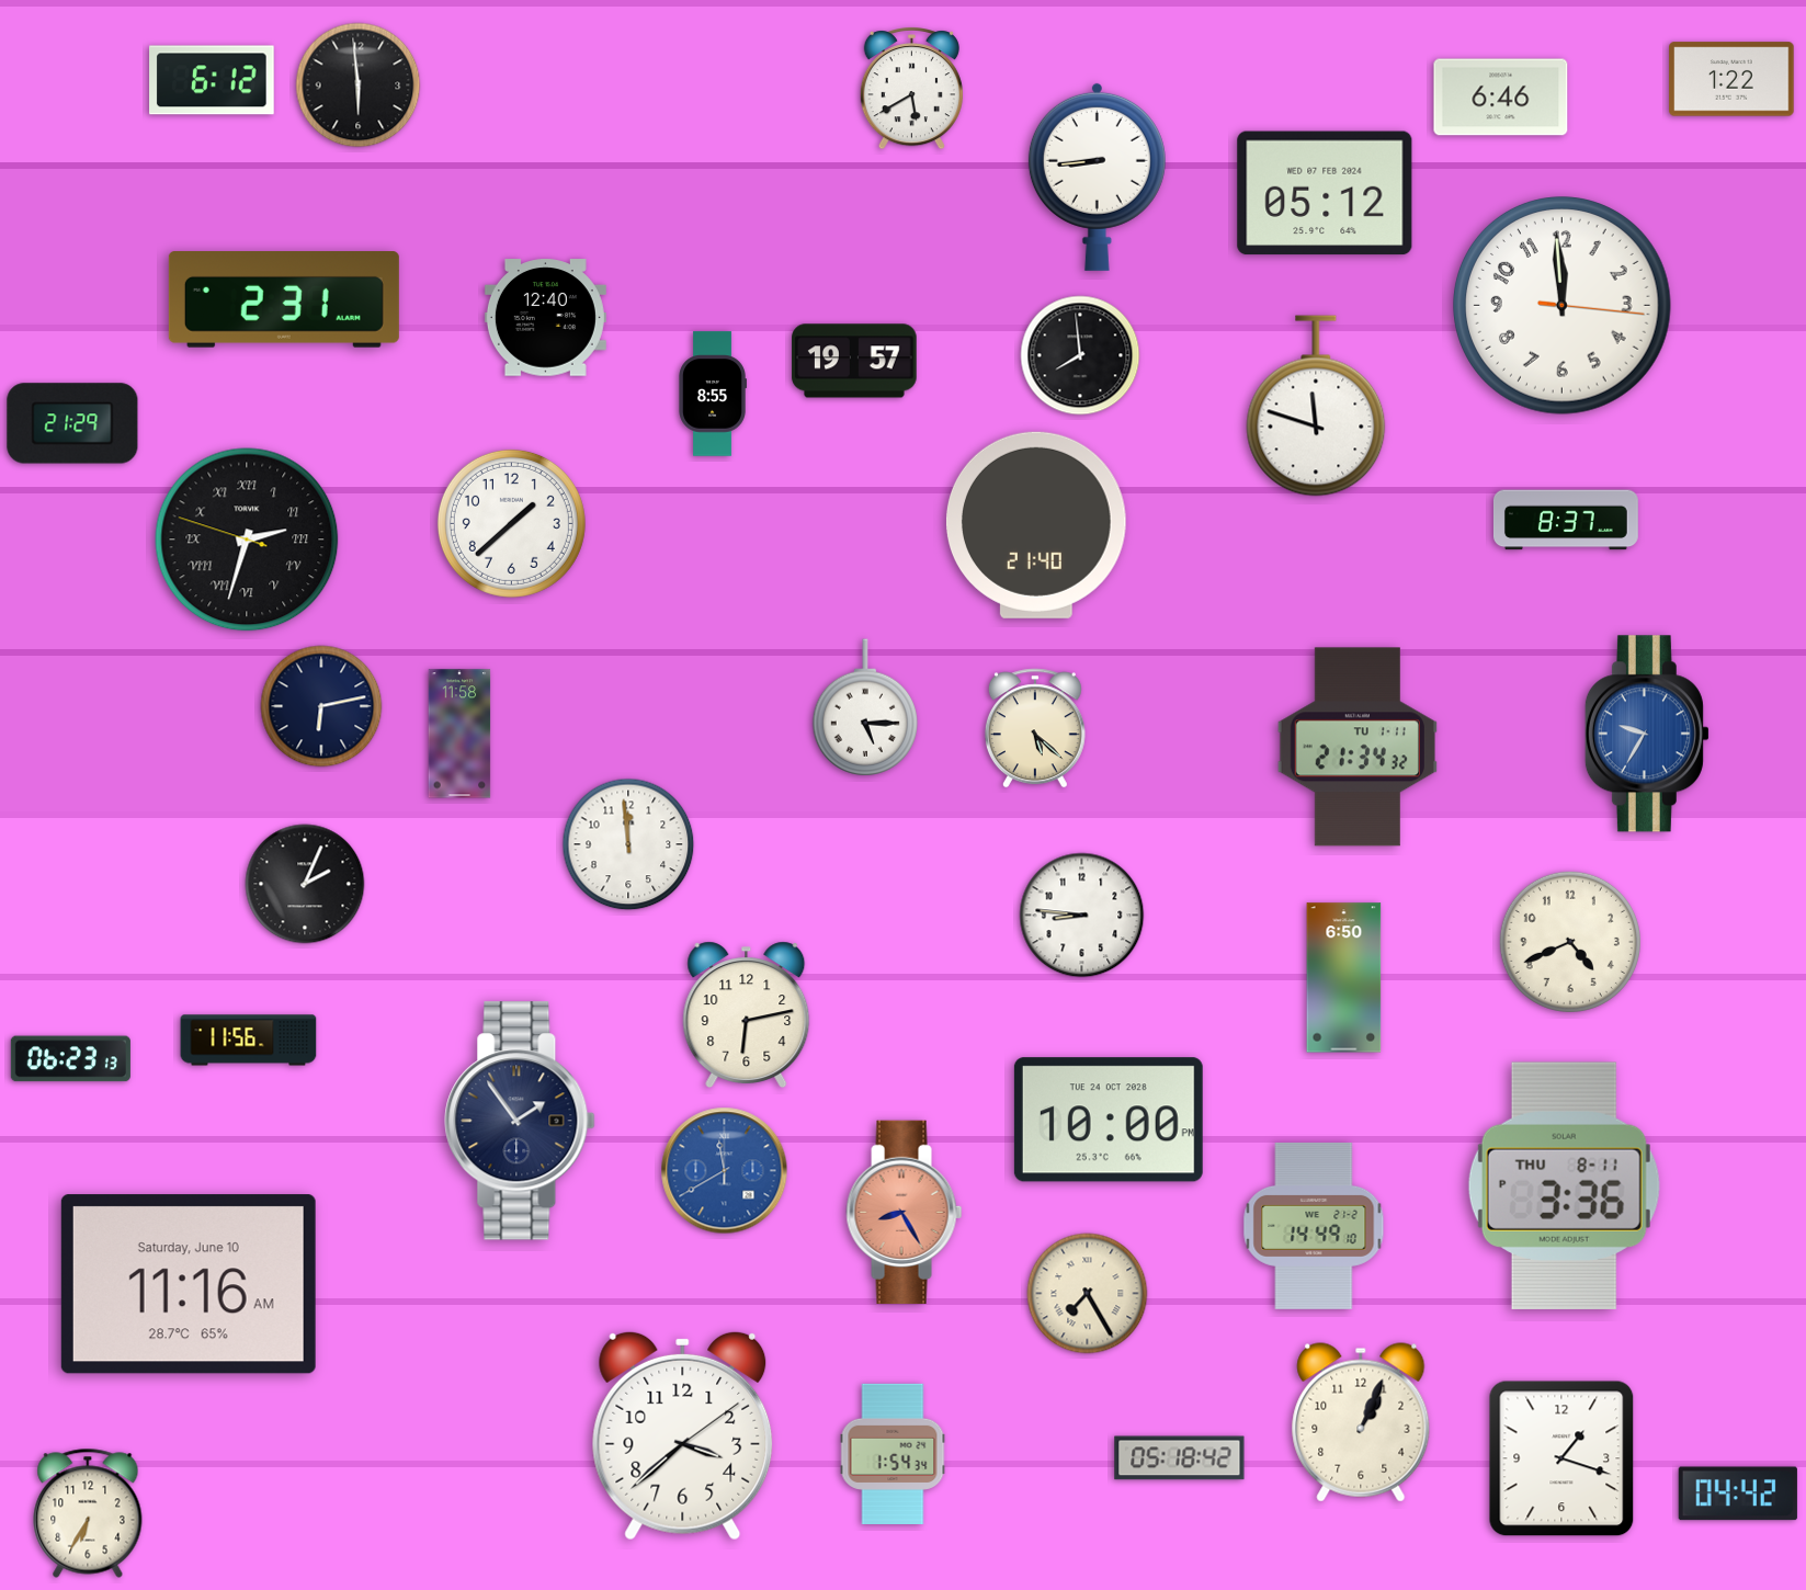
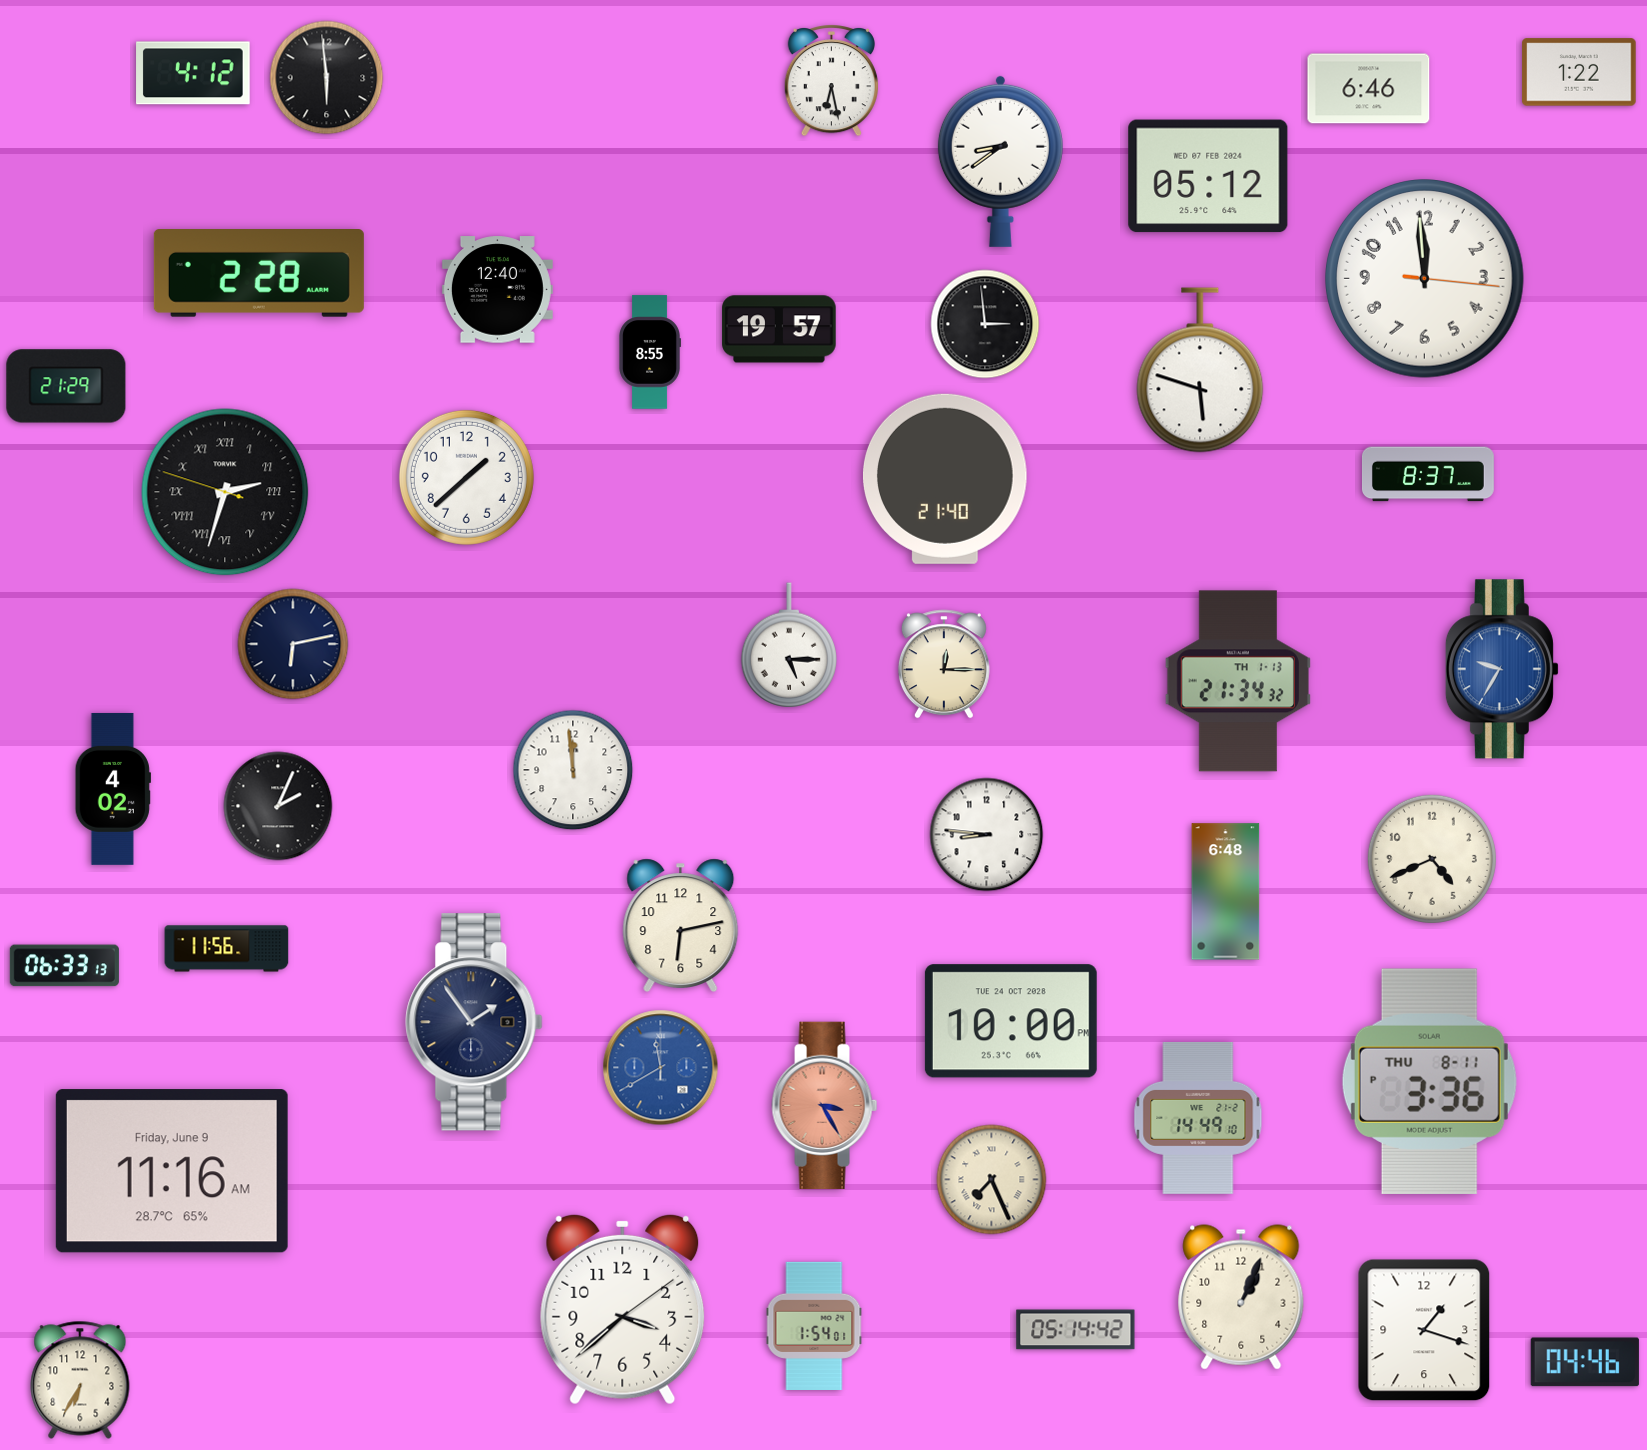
clock at (212, 80): 6:12 -> 4:12
clock at (911, 89): 5:40 -> 6:28
clock at (1097, 177): 8:44 -> 8:39
clock at (284, 300): 2:31 -> 2:28
clock at (1080, 355): 7:59 -> 2:59
clock at (713, 394) position: (713, 394) -> (650, 352)
clock at (1316, 406): 11:48 -> 5:48
clock at (1035, 728): 5:22 -> 12:15
clock at (459, 734): 11:58 -> none
clock at (1358, 747) date: TU 1-11 -> TH 1-13
clock at (113, 789): none -> 4:02
clock at (1344, 978): 6:50 -> 6:48
clock at (70, 1059): 06:23 -> 06:33
clock at (1564, 1185) position: (1564, 1185) -> (1429, 1081)
clock at (905, 1212): 8:25 -> 3:25
clock at (189, 1284) date: Saturday, June 10 -> Friday, June 9
clock at (1088, 1294): 7:25 -> 7:26
clock at (893, 1453): 1:54:34 -> 1:54:01
clock at (1180, 1458): 05:18 -> 05:14
clock at (1738, 1494): 04:42 -> 04:46
